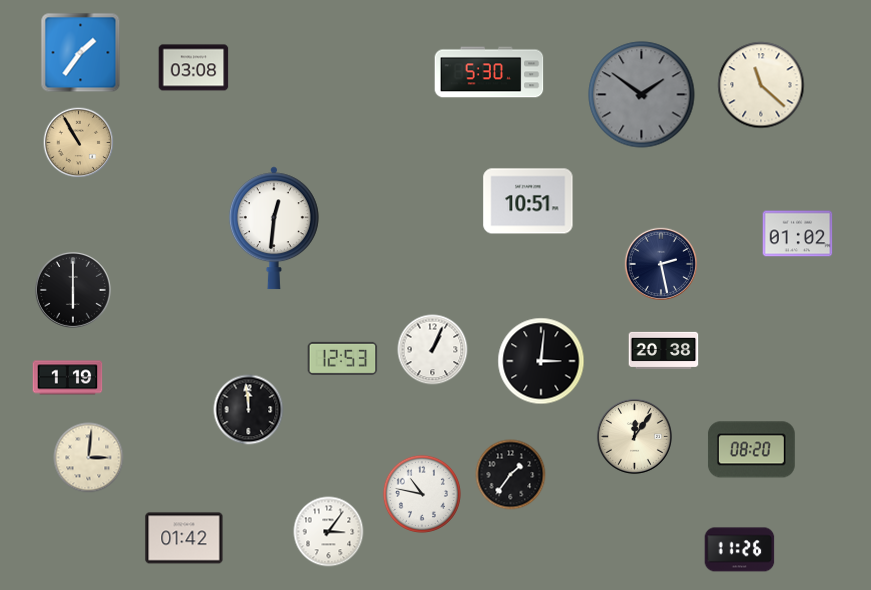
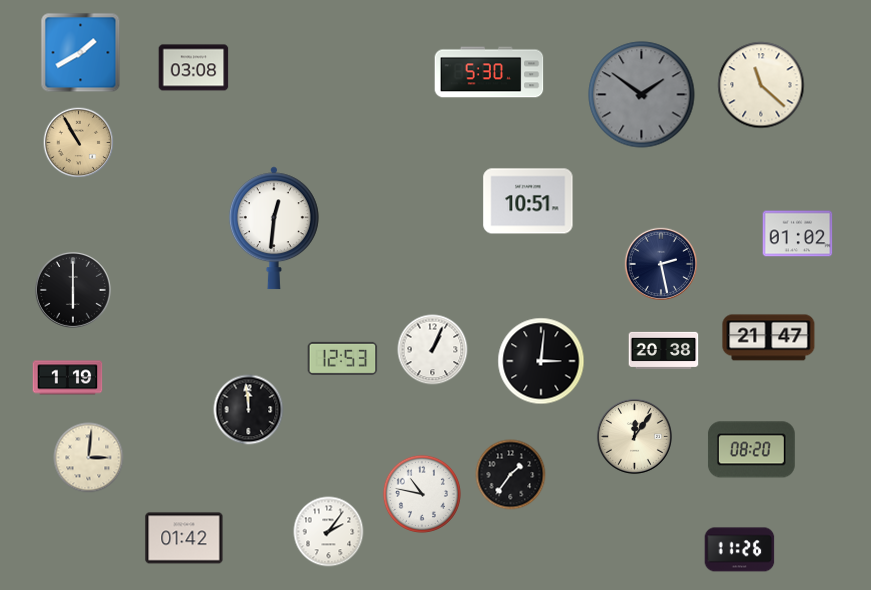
clock at (81, 53): 1:36 -> 1:40
clock at (769, 338): none -> 21:47
clock at (329, 532): 3:06 -> 2:06
